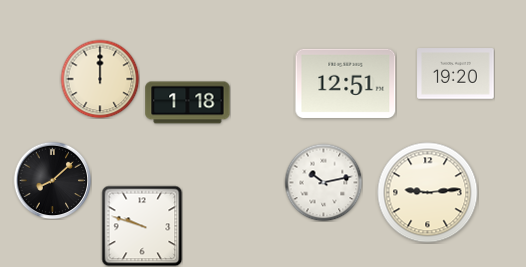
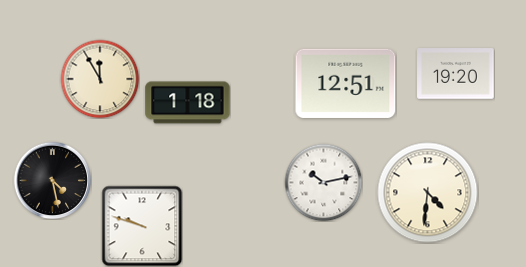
clock at (100, 79): 12:00 -> 11:55
clock at (52, 180): 8:08 -> 4:28
clock at (428, 193): 9:14 -> 4:31
